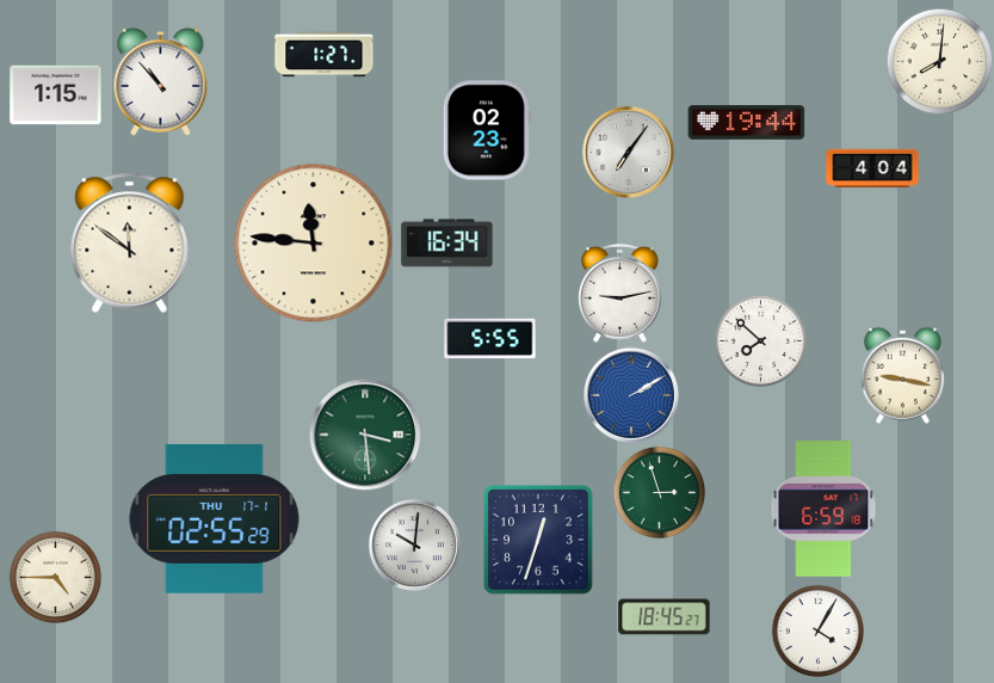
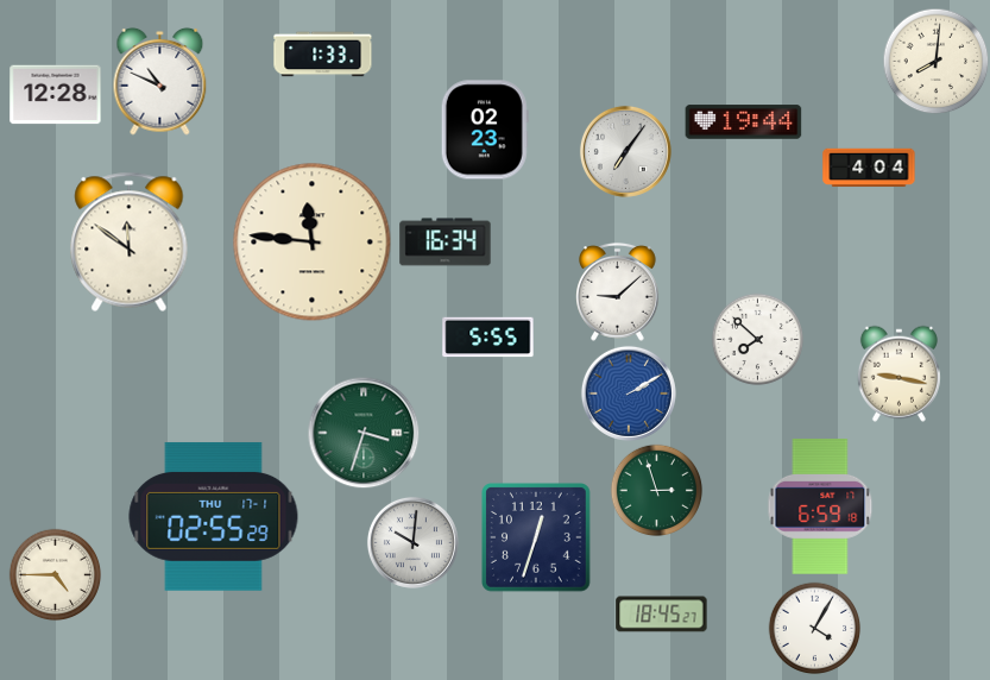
clock at (325, 55): 1:27 -> 1:33
clock at (161, 81): 10:53 -> 10:49
clock at (56, 96): 1:15 -> 12:28
clock at (621, 293): 9:13 -> 9:08
clock at (365, 435): 3:29 -> 3:33
